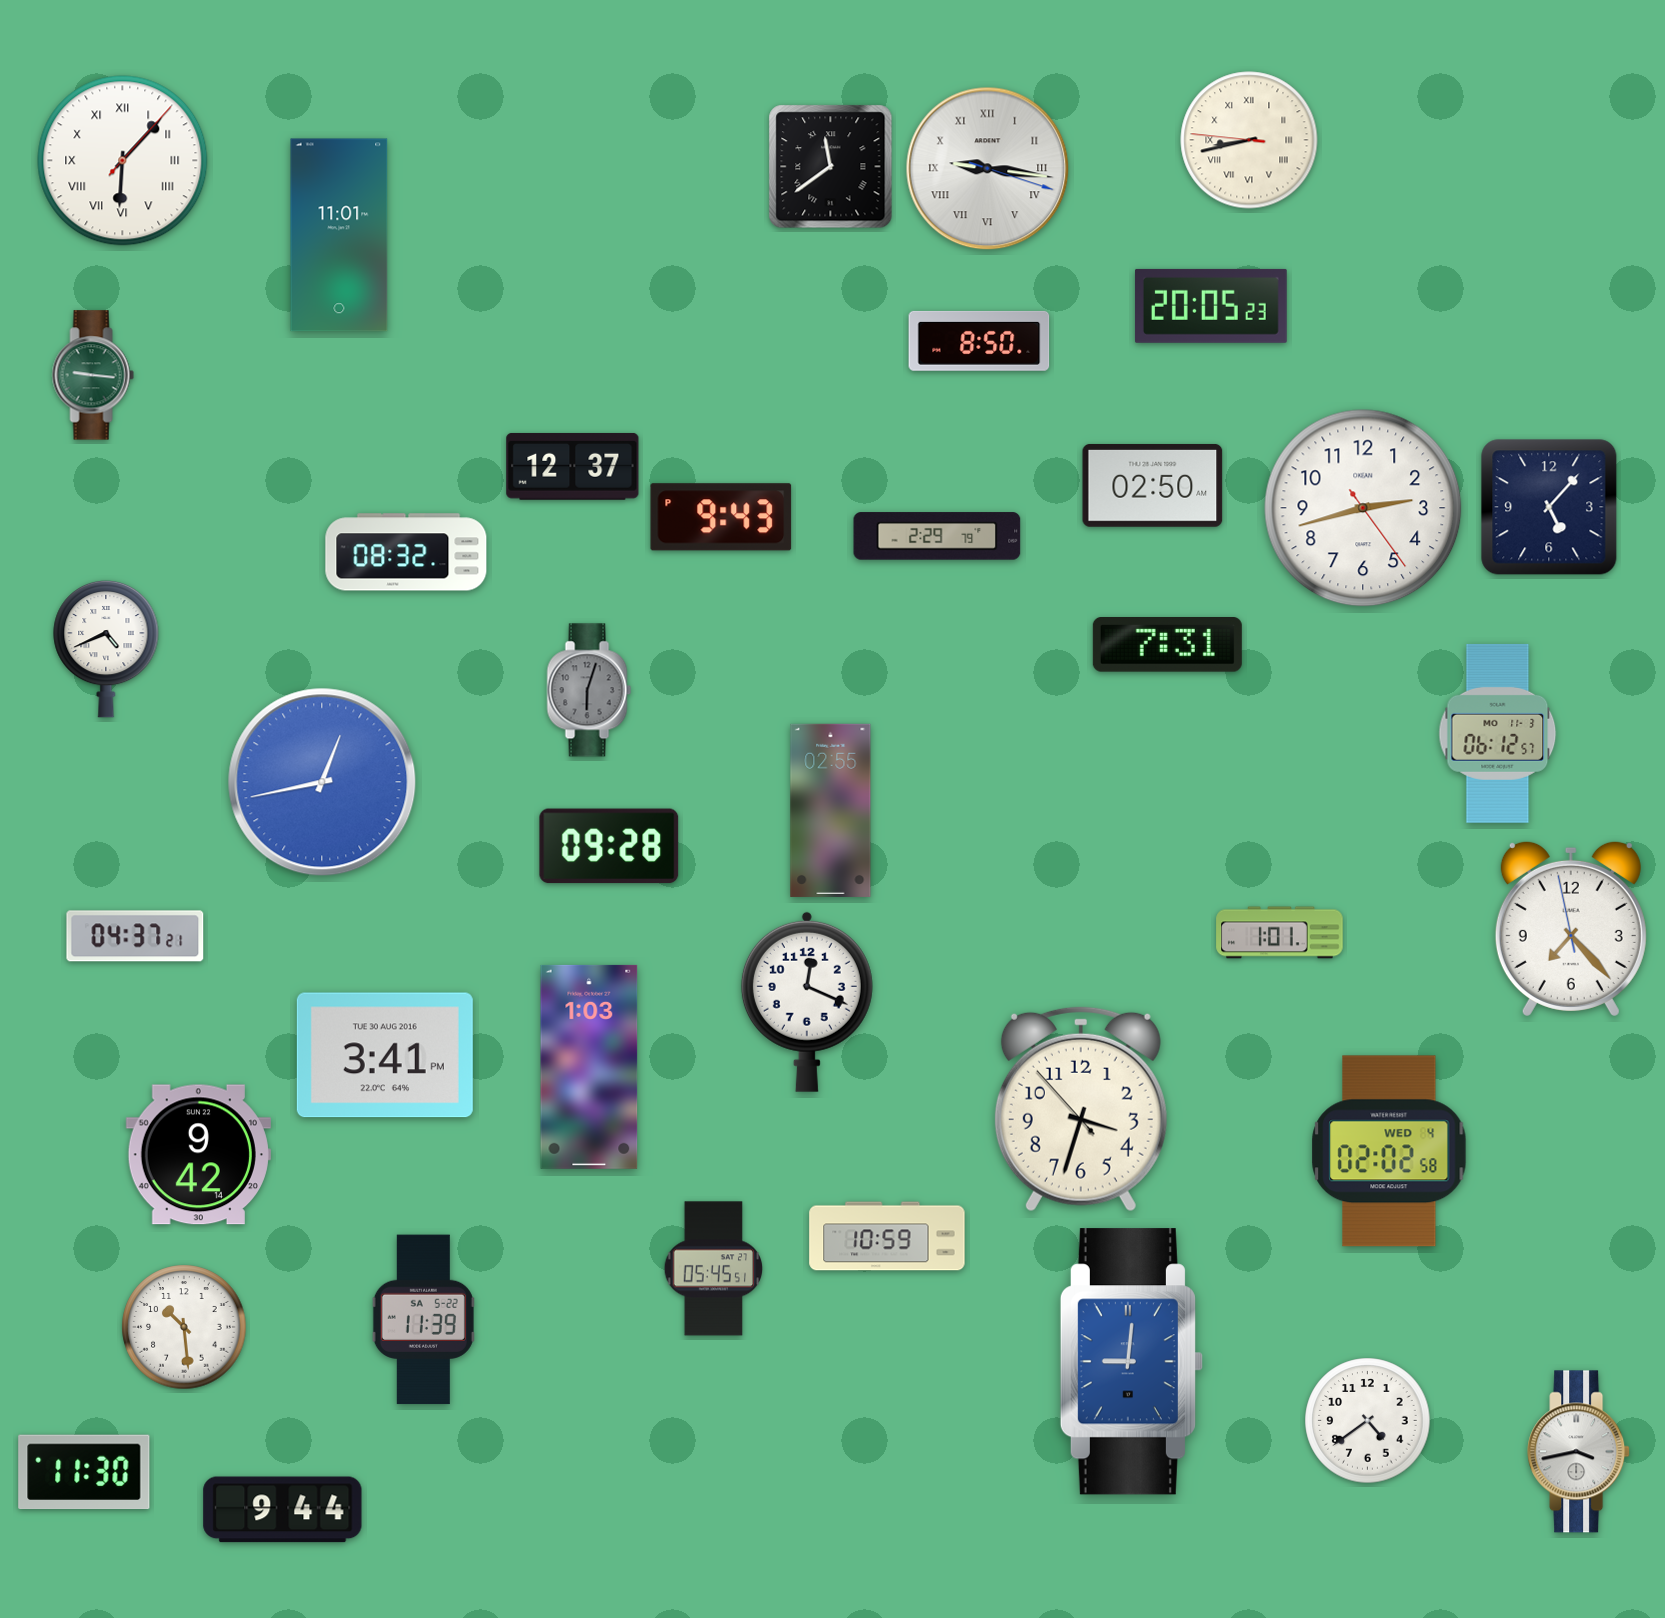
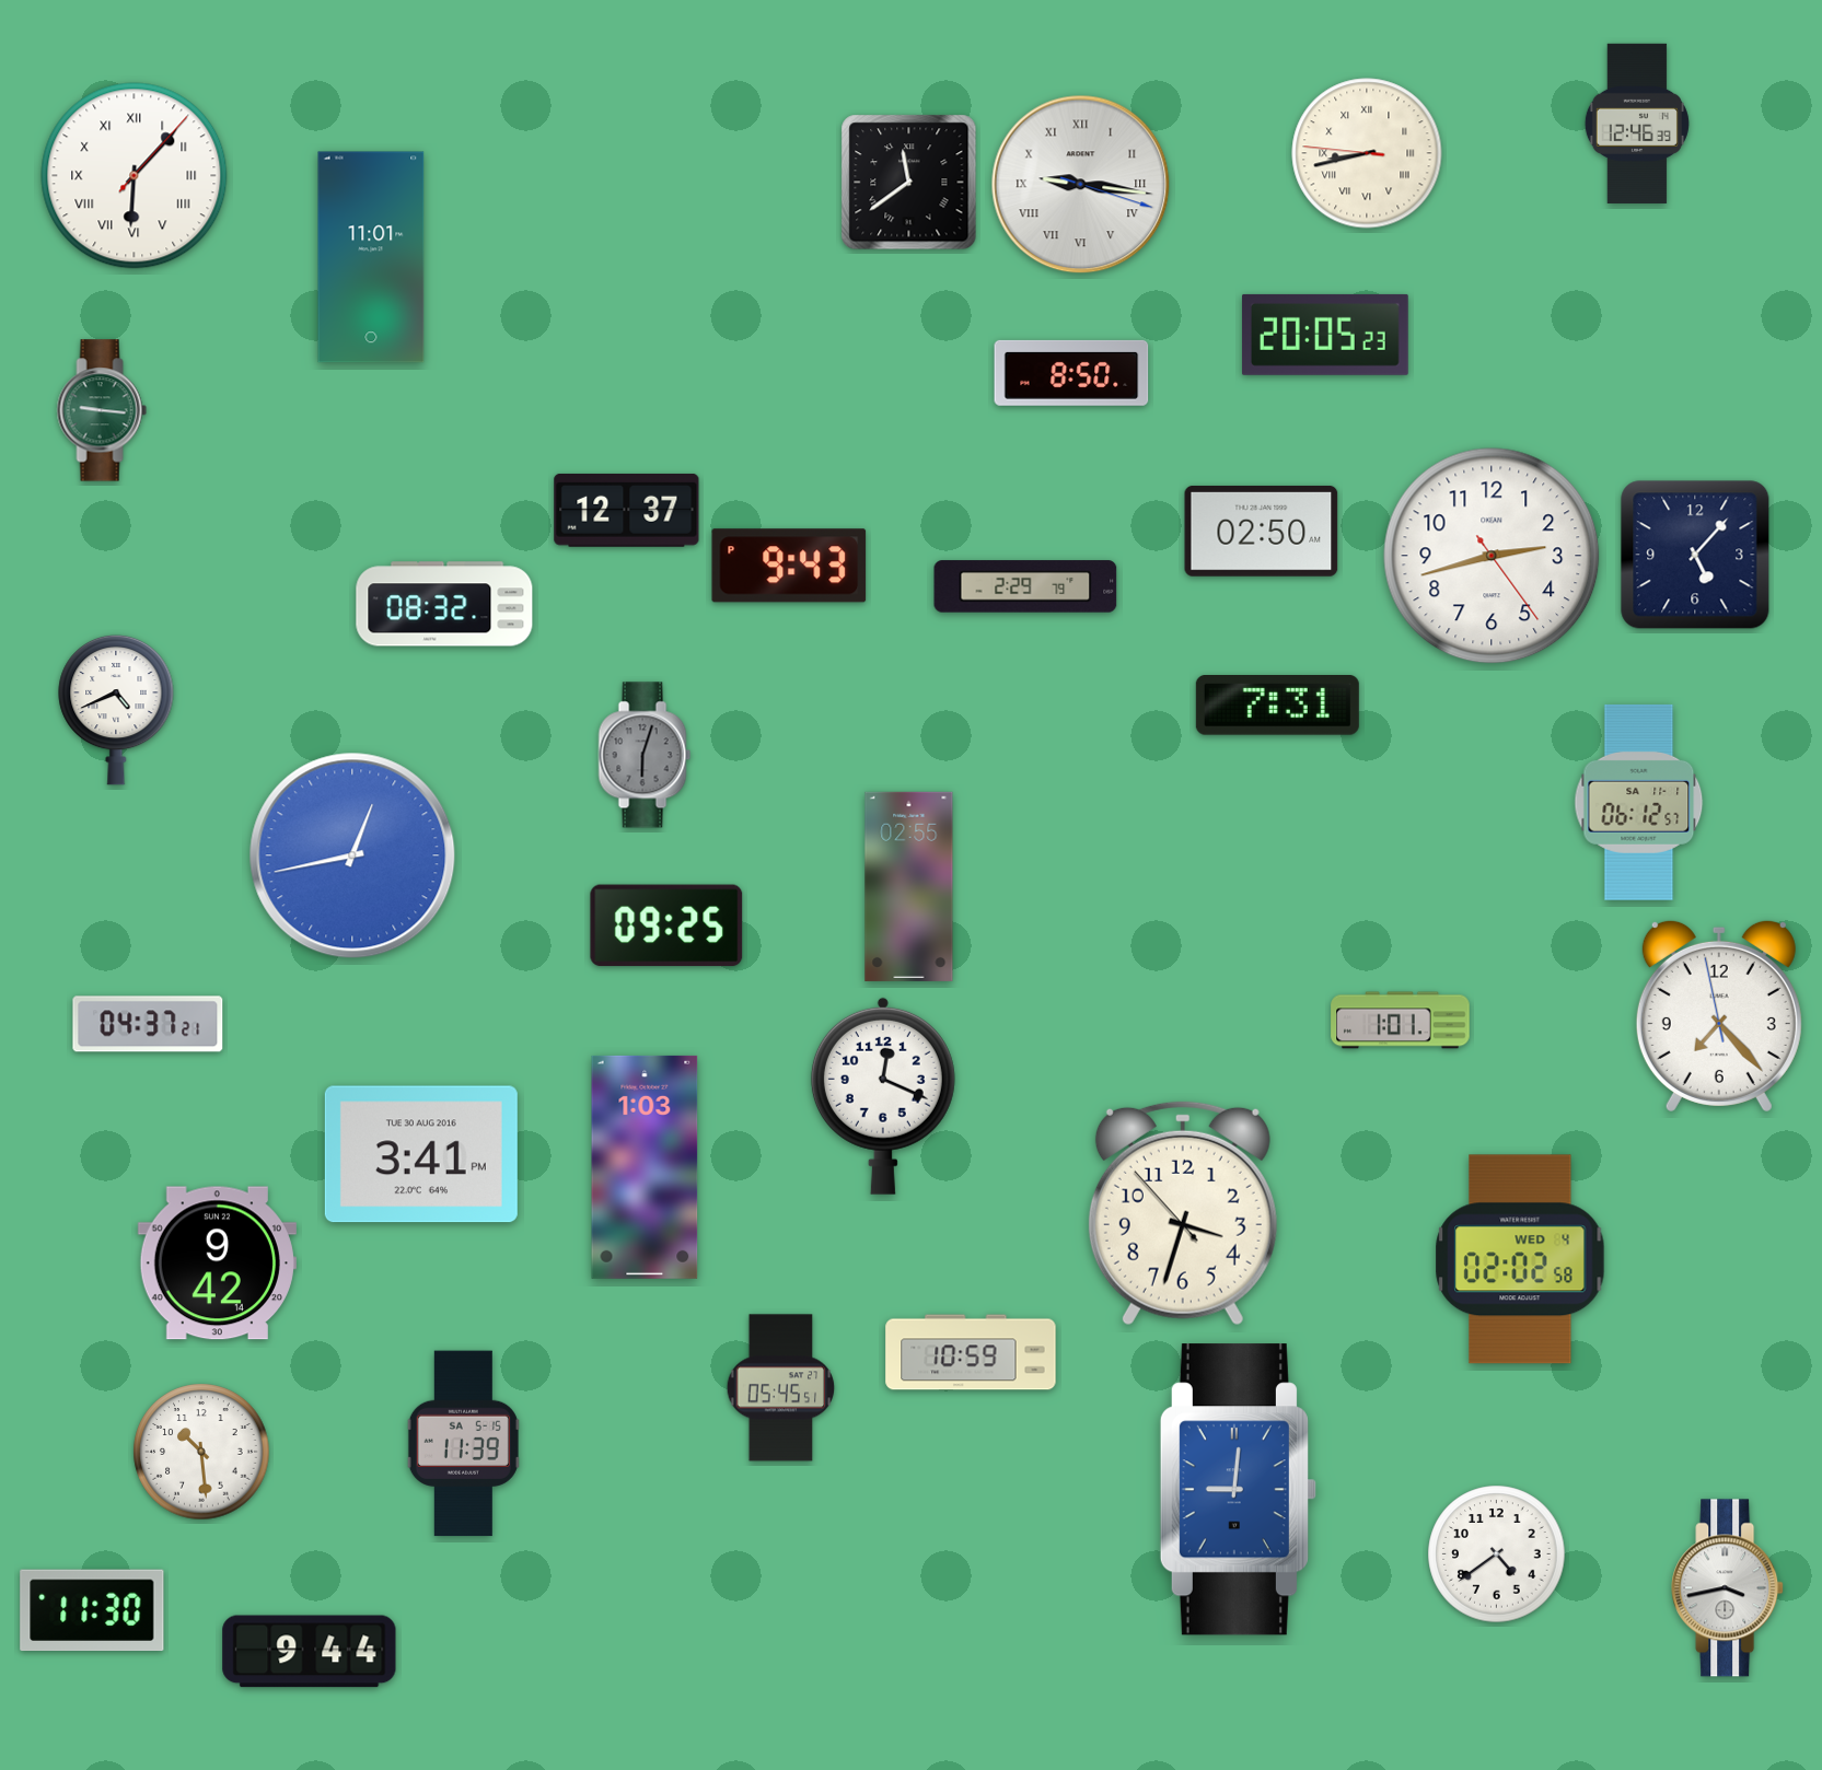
clock at (1637, 124): none -> 12:46
clock at (1498, 733) date: MO 11-3 -> SA 11-1
clock at (609, 846): 09:28 -> 09:25
clock at (423, 1320) date: SA 5-22 -> SA 5-15
